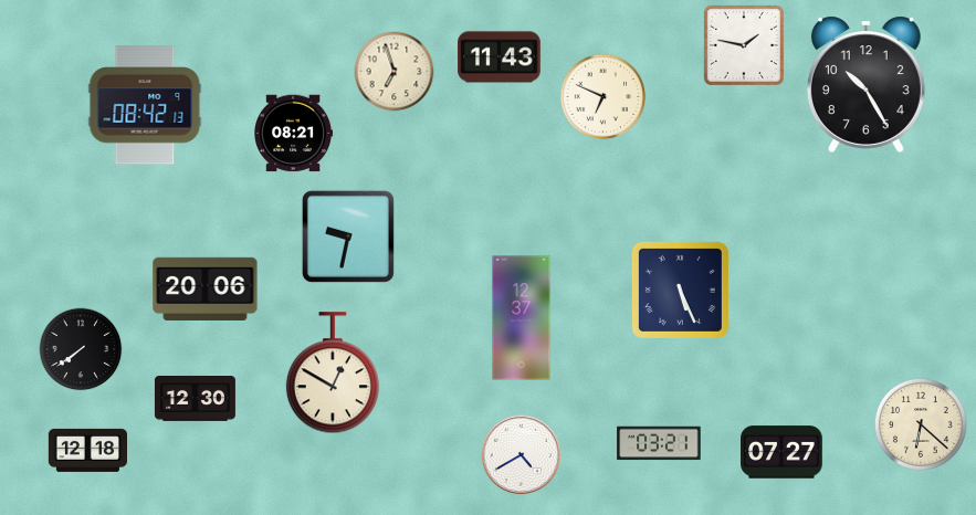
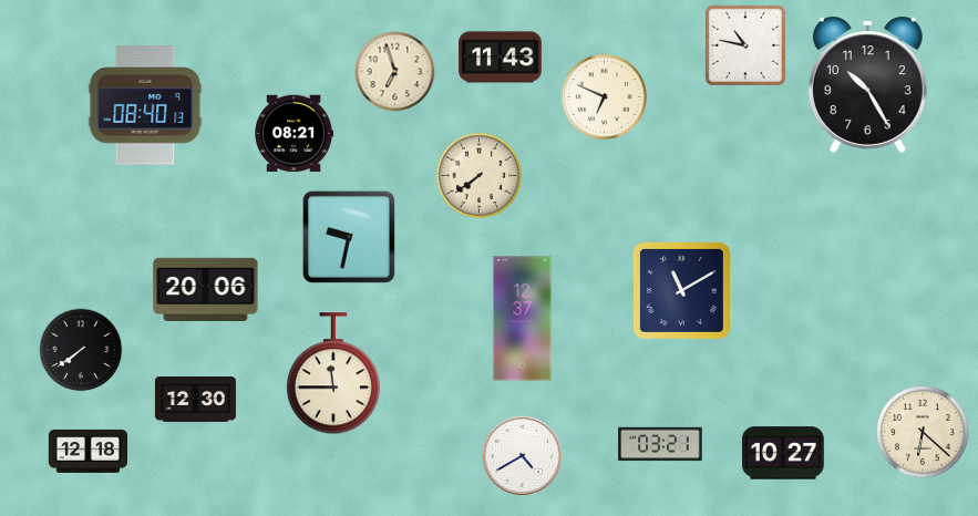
clock at (744, 45): 1:47 -> 10:47
clock at (145, 105): 08:42 -> 08:40
clock at (480, 176): none -> 7:39
clock at (680, 290): 5:26 -> 11:10
clock at (333, 374): 12:50 -> 11:45
clock at (921, 424) position: (921, 424) -> (923, 432)
clock at (783, 452): 07:27 -> 10:27
